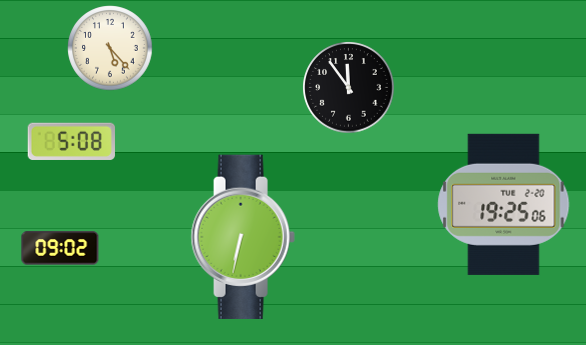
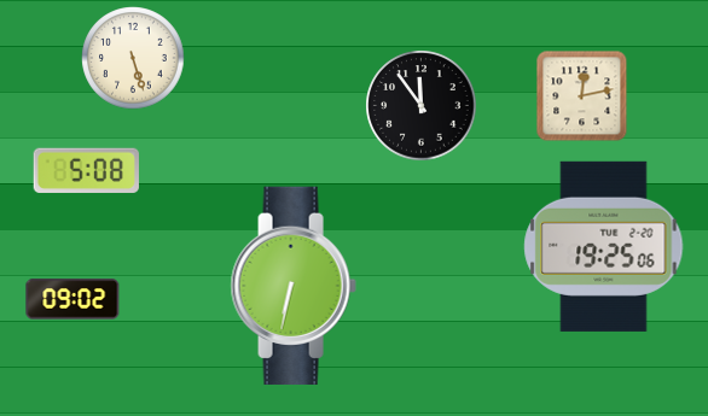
clock at (110, 48): 5:23 -> 5:27
clock at (582, 96): none -> 12:13
clock at (504, 204) position: (504, 204) -> (604, 246)
